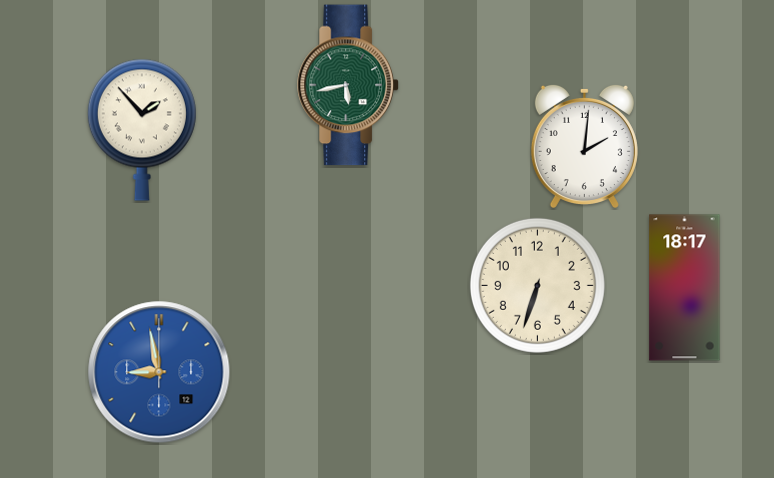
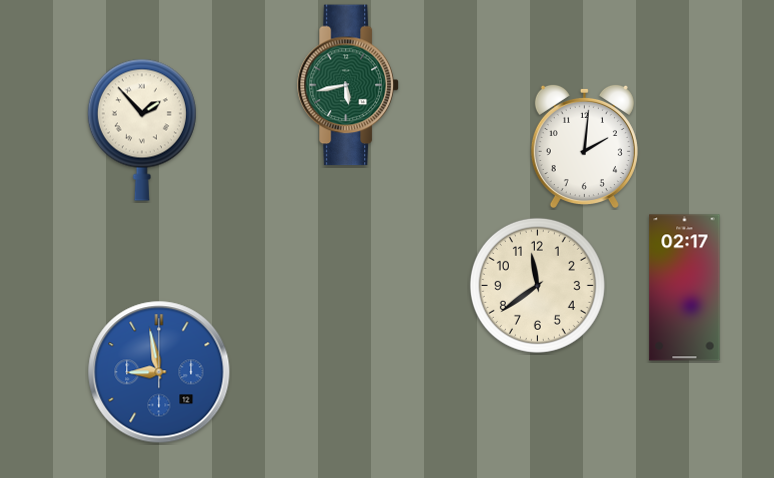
clock at (537, 285): 6:33 -> 11:39
clock at (685, 288): 18:17 -> 02:17
